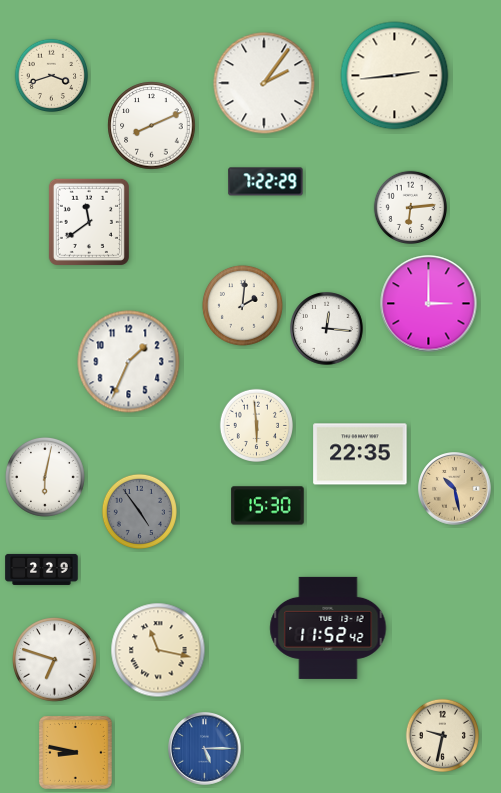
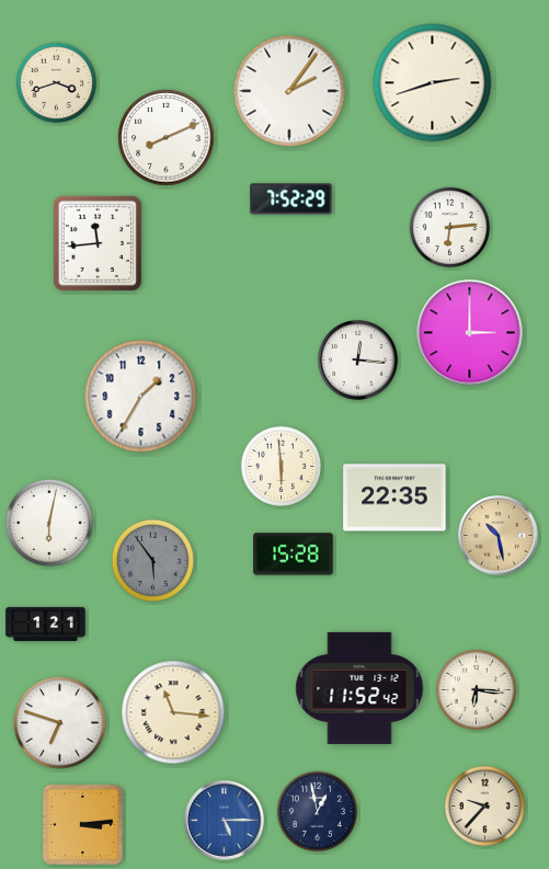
clock at (395, 76): 2:44 -> 2:42
clock at (266, 182): 7:22 -> 7:52
clock at (89, 222): 11:39 -> 11:44
clock at (242, 305): 2:01 -> none
clock at (129, 362): 1:34 -> 1:35
clock at (268, 506): 15:30 -> 15:28
clock at (139, 511): 4:54 -> 5:54
clock at (42, 569): 2:29 -> 1:21
clock at (476, 689): none -> 6:16
clock at (158, 650): 11:17 -> 11:16
clock at (442, 735): 9:32 -> 9:37
clock at (317, 811): none -> 12:58
clock at (75, 752): 8:47 -> 3:14
